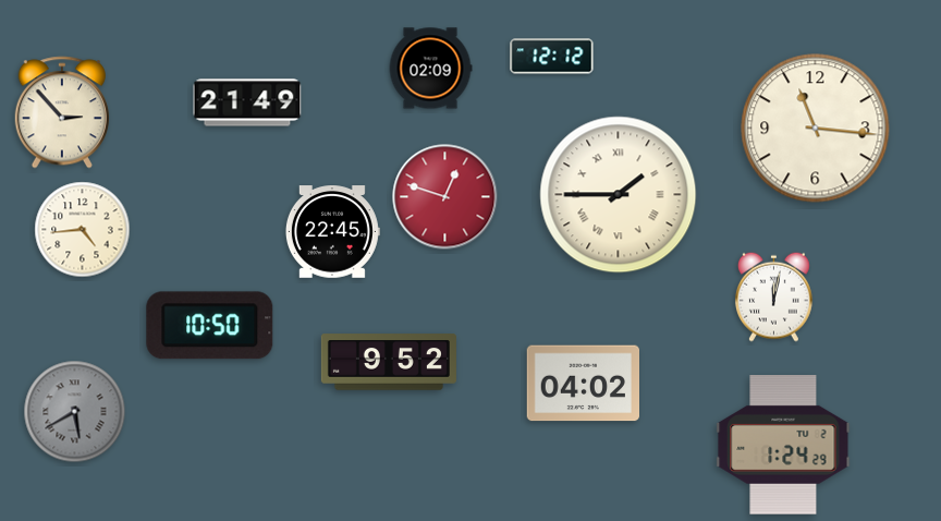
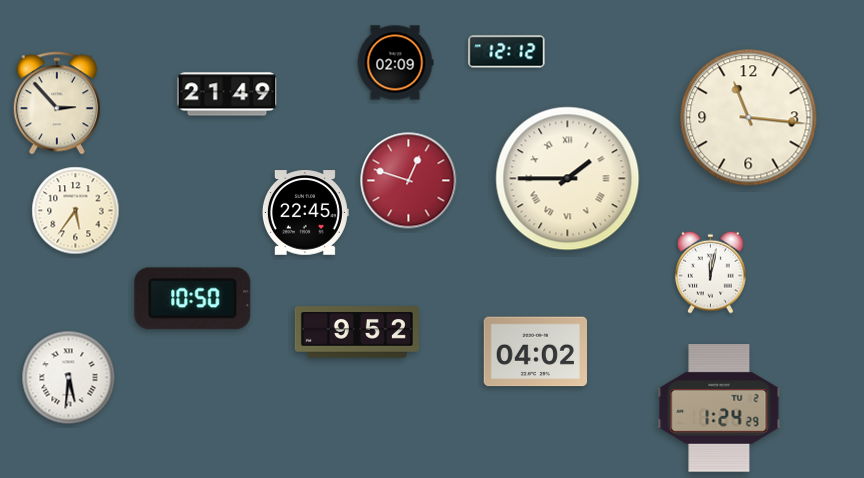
clock at (83, 230): 4:44 -> 5:36
clock at (75, 412): 5:40 -> 5:31
clock at (75, 412) dial: grey -> white
